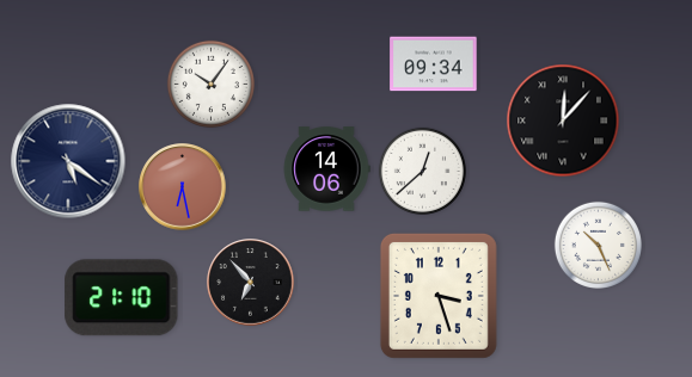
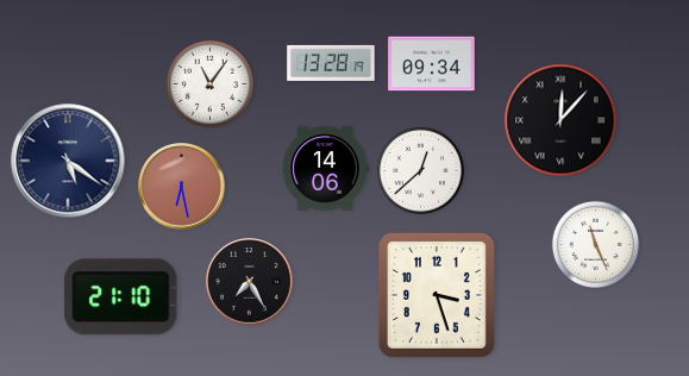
clock at (331, 63): none -> 13:28
clock at (210, 84): 10:06 -> 11:06
clock at (598, 245): 10:26 -> 11:26
clock at (251, 283): 6:53 -> 7:25
